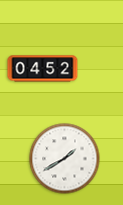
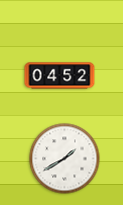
clock at (43, 69) position: (43, 69) -> (60, 76)
